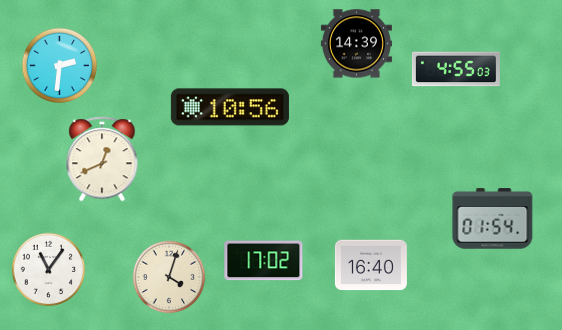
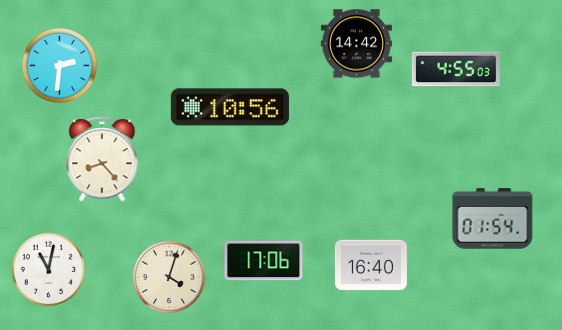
clock at (356, 44): 14:39 -> 14:42
clock at (102, 159): 12:41 -> 8:23
clock at (264, 261): 17:02 -> 17:06
clock at (49, 270): 11:06 -> 11:02
